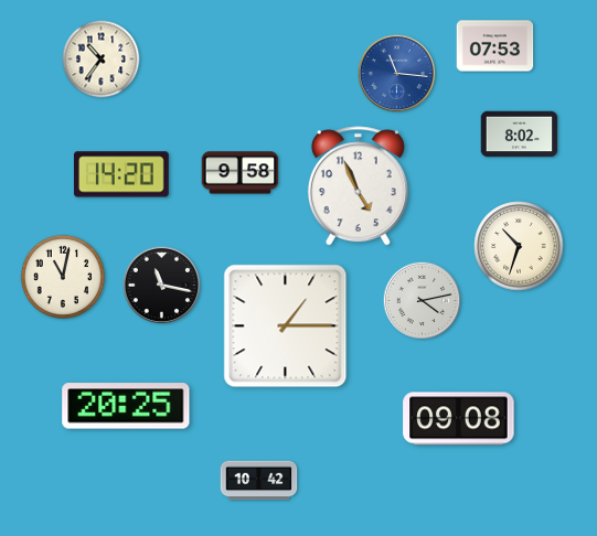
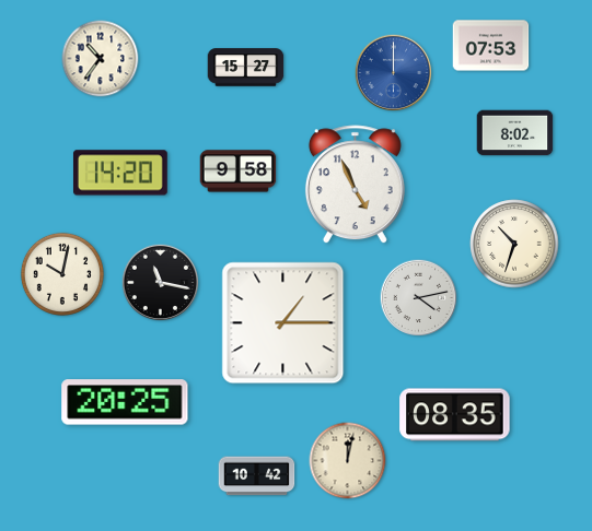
clock at (246, 68): none -> 15:27
clock at (397, 74): 11:16 -> 12:00
clock at (63, 277): 11:02 -> 10:02
clock at (459, 419): 09:08 -> 08:35
clock at (348, 461): none -> 12:02
